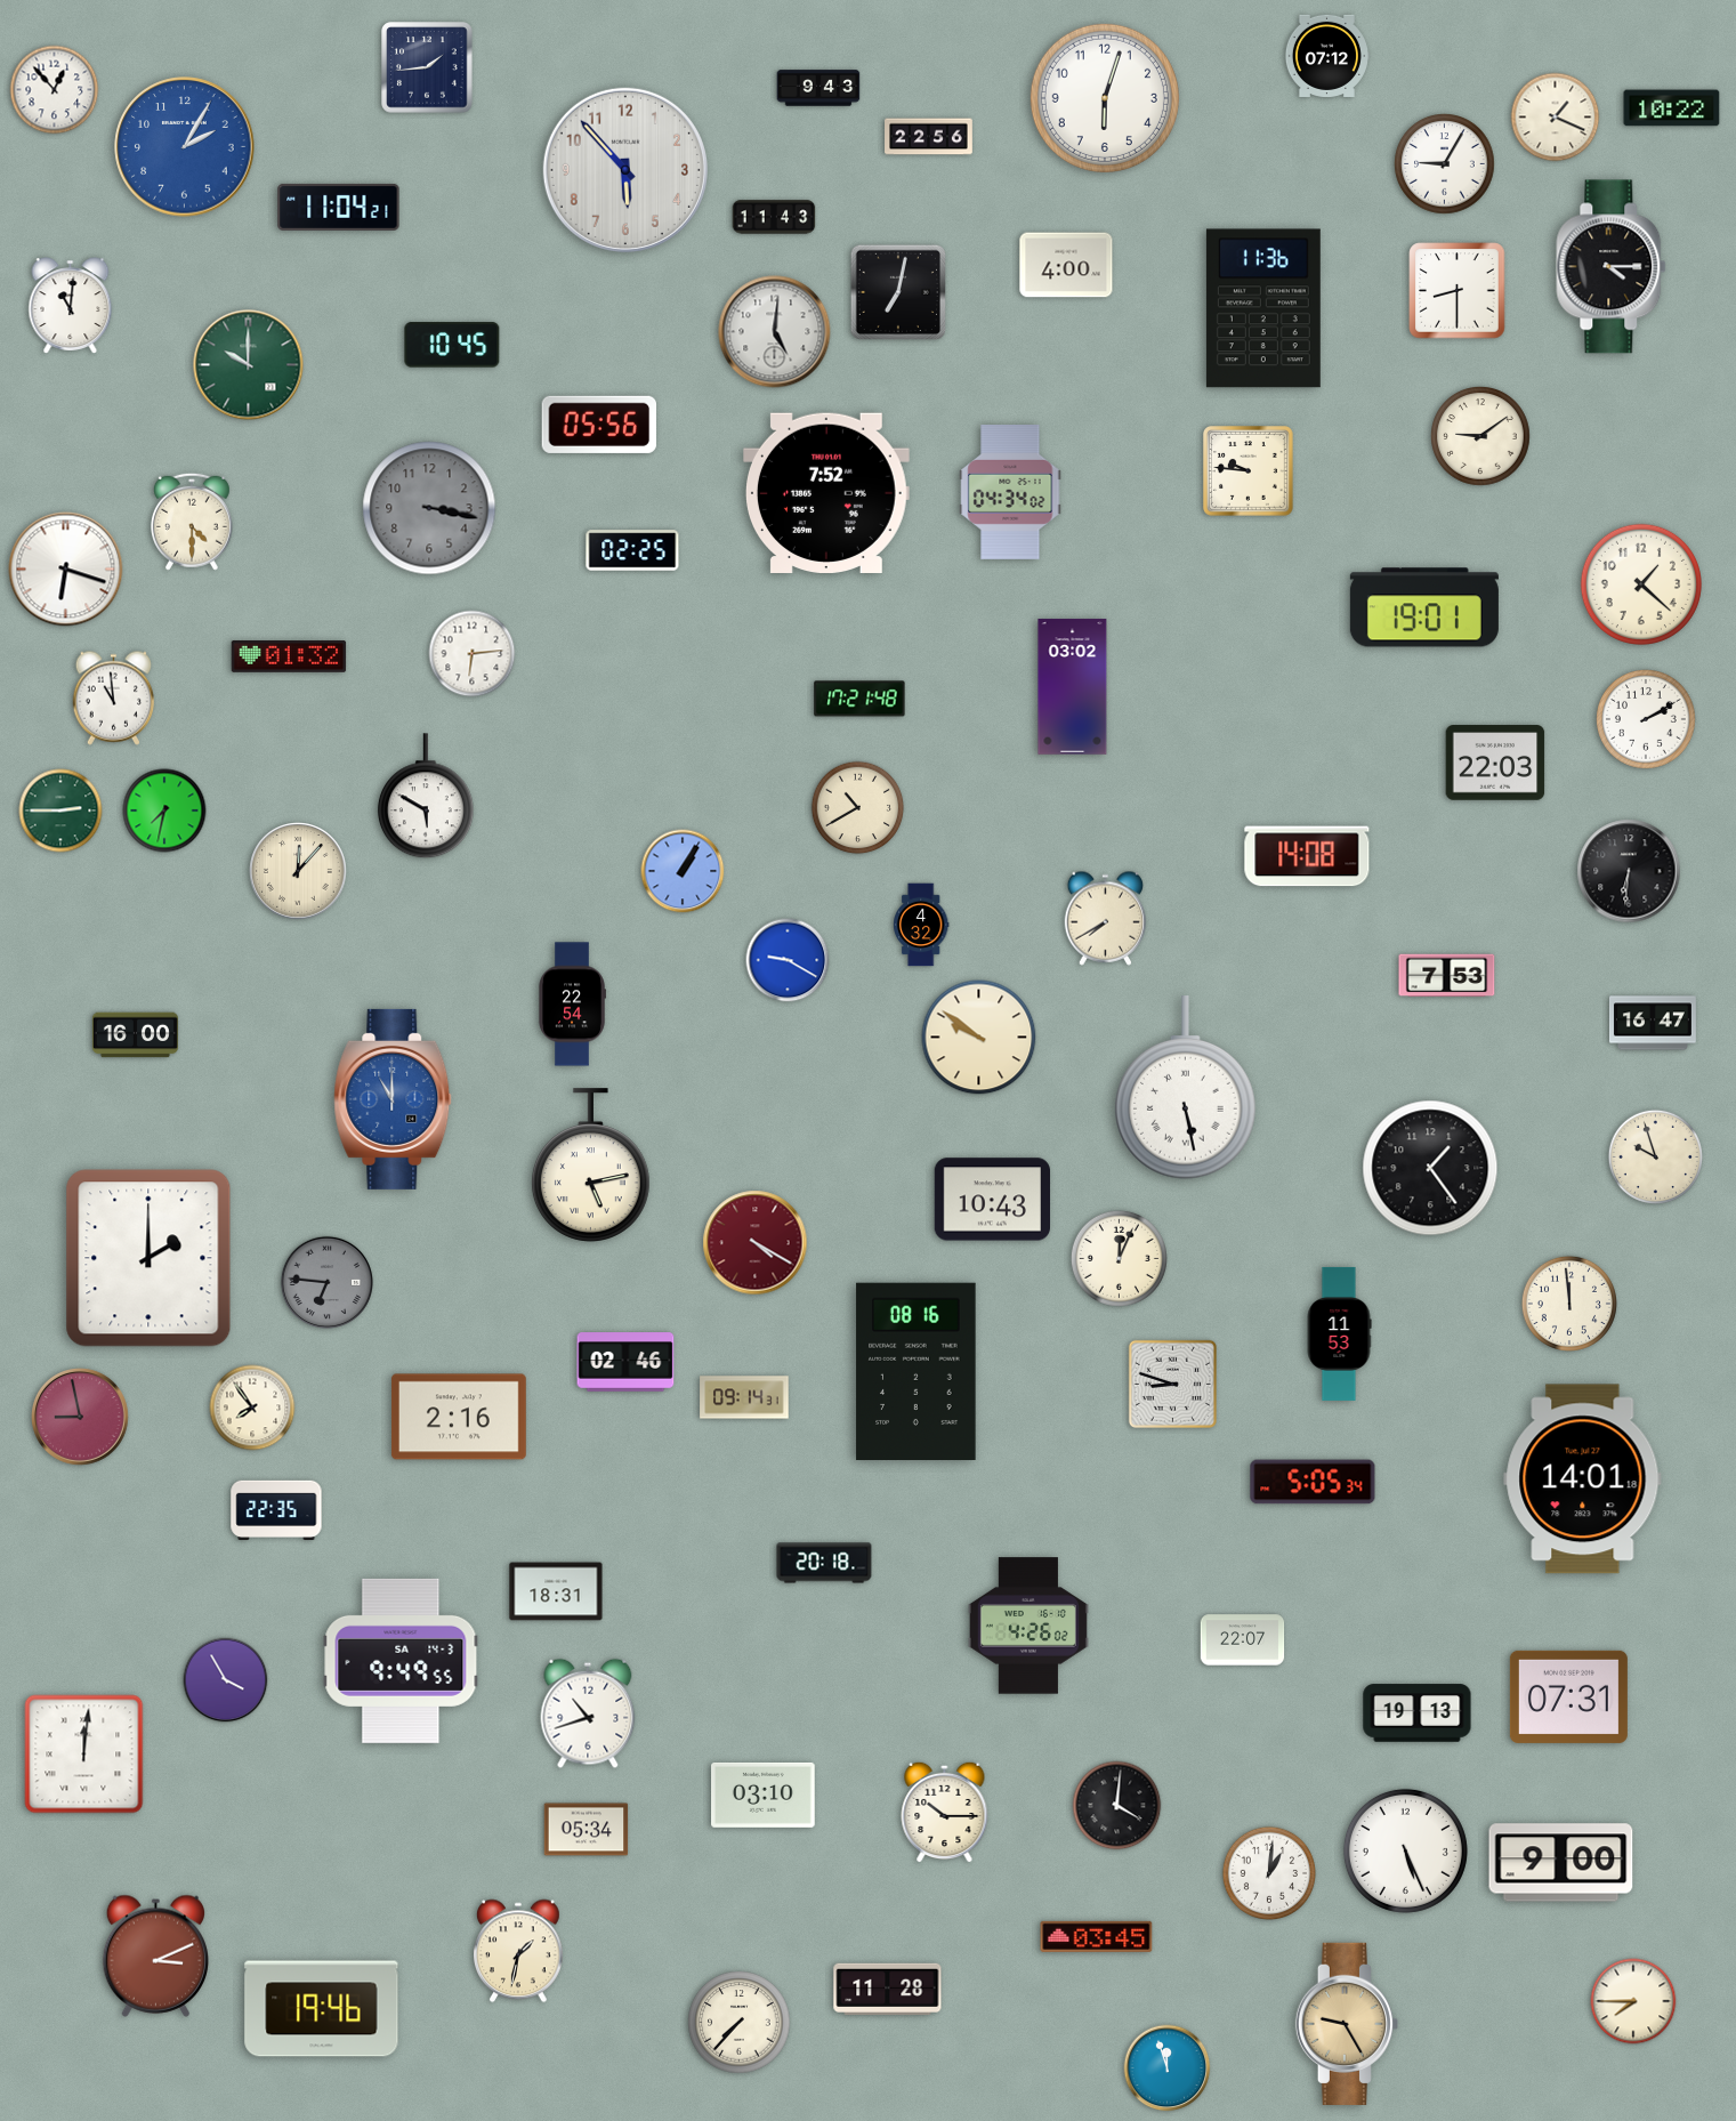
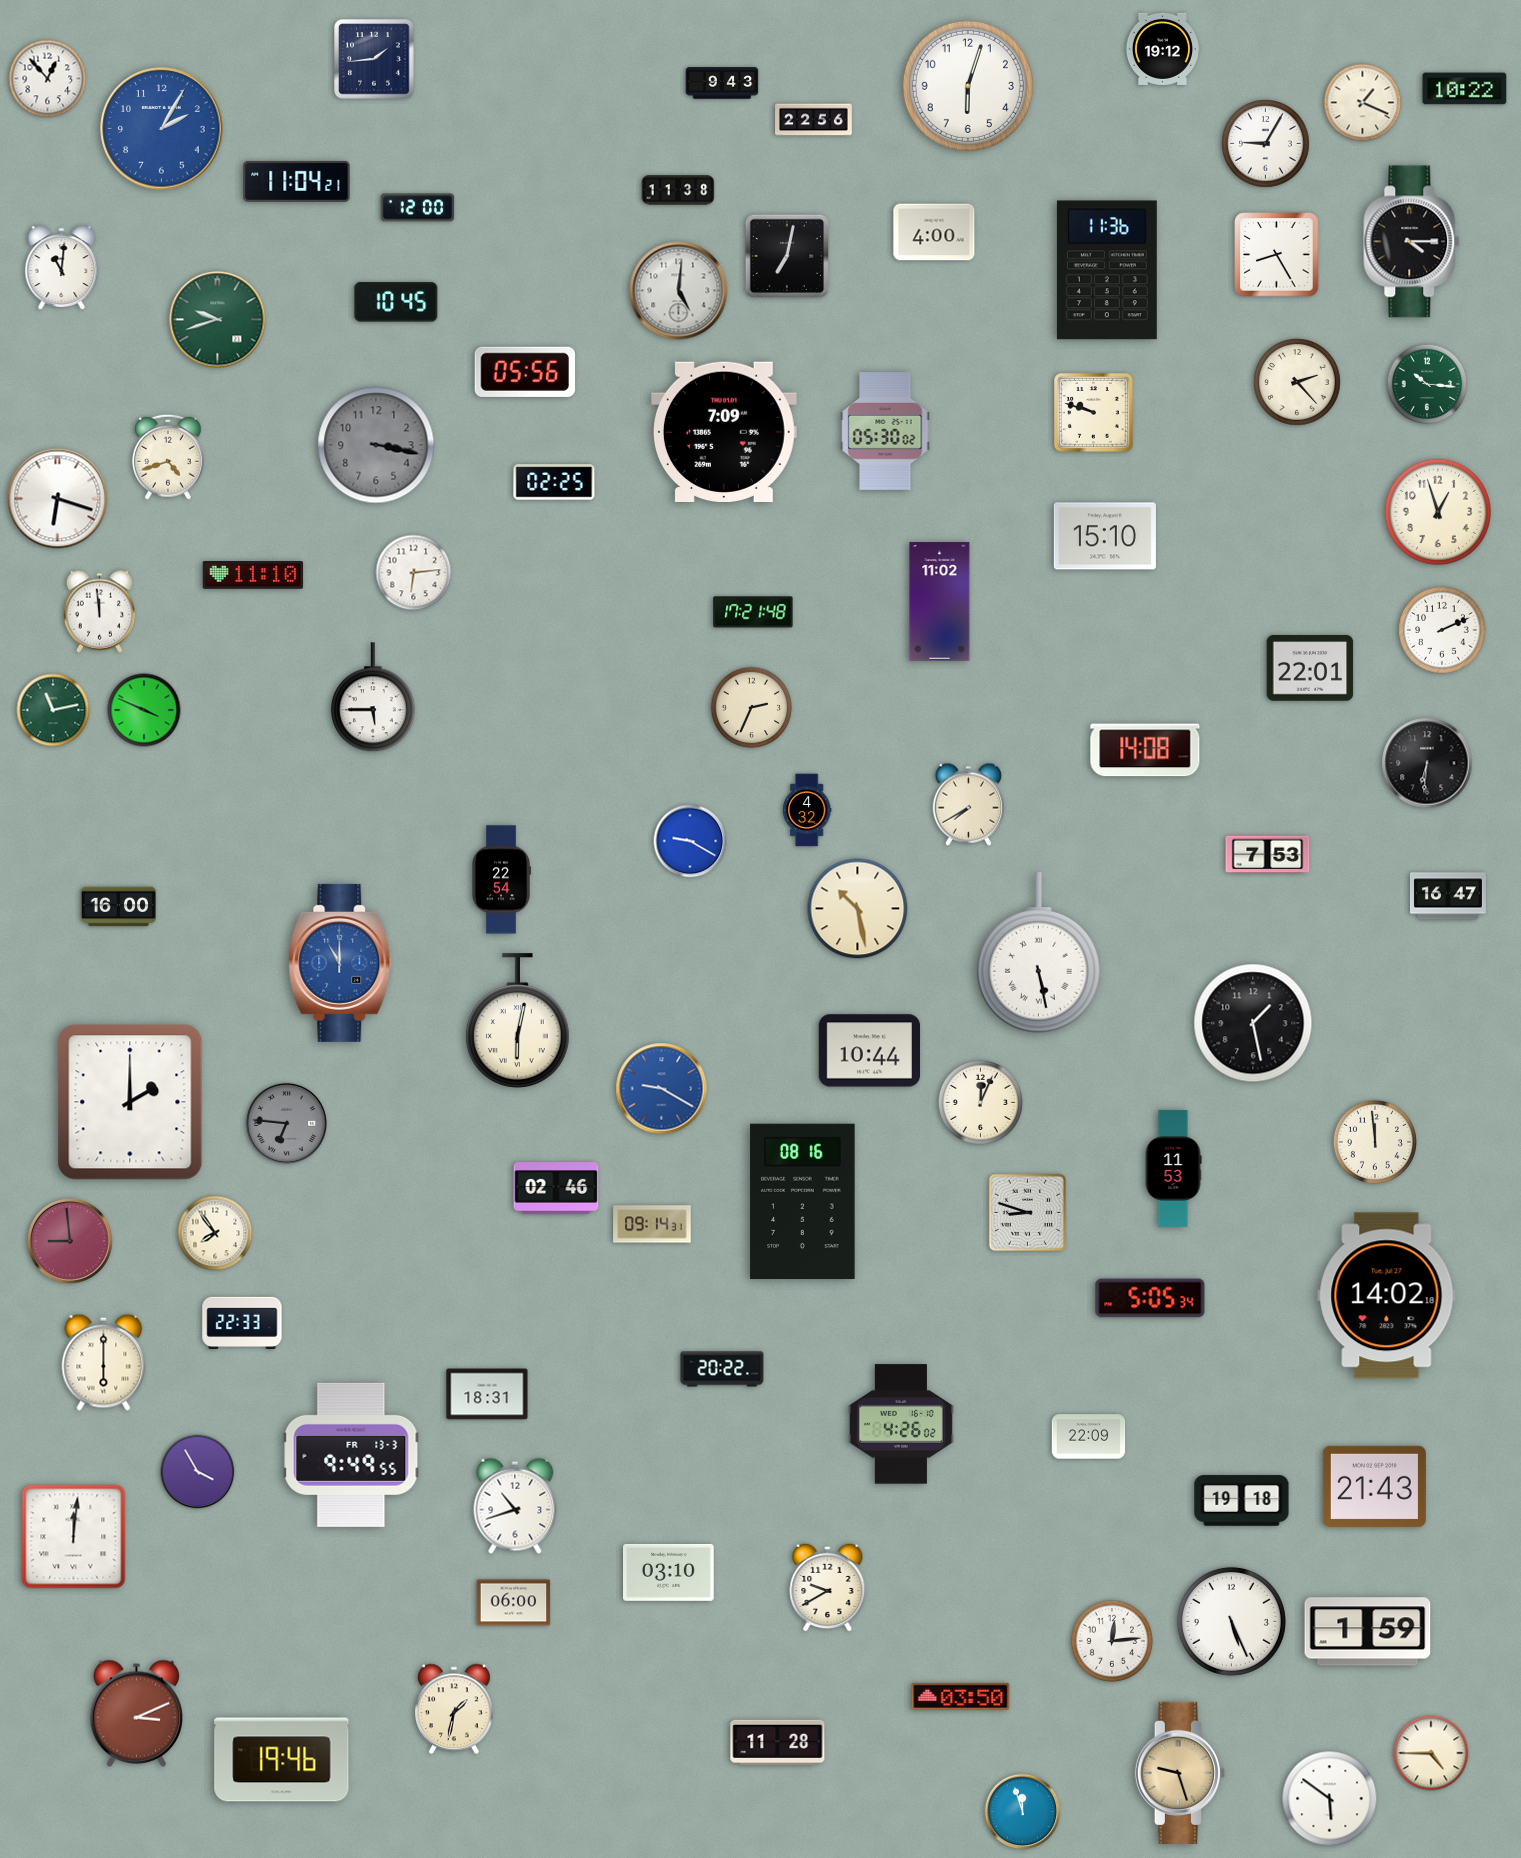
clock at (1326, 56): 07:12 -> 19:12
clock at (818, 88) position: (818, 88) -> (722, 83)
clock at (1672, 108) position: (1672, 108) -> (1465, 89)
clock at (625, 170): 5:53 -> none
clock at (774, 217): 11:43 -> 11:38
clock at (418, 208): none -> 12:00
clock at (1612, 267) position: (1612, 267) -> (1412, 242)
clock at (1458, 291): 8:30 -> 8:25
clock at (249, 365): 10:00 -> 9:42
clock at (1480, 436): 9:09 -> 2:23
clock at (1427, 384): none -> 10:16
clock at (1249, 471): 9:46 -> 9:48
clock at (826, 492): 7:52 -> 7:09
clock at (1010, 493): 04:34 -> 05:30
clock at (192, 522): 4:30 -> 4:42
clock at (1641, 584): 1:22 -> 12:57
clock at (1424, 607): 19:01 -> none
clock at (1105, 536): none -> 15:10
clock at (289, 658): 01:32 -> 11:10
clock at (1073, 687): 03:02 -> 11:02
clock at (114, 697): 10:59 -> 11:59
clock at (1646, 719): 2:10 -> 2:11
clock at (1495, 763): 22:03 -> 22:01
clock at (426, 797): 5:50 -> 5:45
clock at (858, 808): 10:40 -> 2:34
clock at (60, 811): 2:45 -> 11:13
clock at (164, 811): 7:32 -> 3:49
clock at (683, 871): 1:05 -> none
clock at (299, 872): 12:07 -> none
clock at (979, 1038): 9:51 -> 10:28
clock at (393, 1099) position: (393, 1099) -> (340, 963)
clock at (1655, 1156): 9:57 -> none
clock at (590, 1166): 5:13 -> 6:02
clock at (1430, 1168): 1:24 -> 1:28
clock at (992, 1200): 10:43 -> 10:44
clock at (756, 1243): 4:20 -> 9:20
clock at (756, 1243) dial: burgundy -> blue
clock at (625, 1362) position: (625, 1362) -> (556, 1188)
clock at (252, 1408) position: (252, 1408) -> (215, 1233)
clock at (459, 1417): 2:16 -> none
clock at (81, 1418): 8:58 -> 8:59
clock at (1583, 1479): 14:01 -> 14:02
clock at (276, 1510): 22:35 -> 22:33
clock at (104, 1362): none -> 6:00
clock at (824, 1563): 20:18 -> 20:22
clock at (1243, 1640): 22:07 -> 22:09
clock at (401, 1661) date: SA 14-3 -> FR 13-3
clock at (1568, 1696): 07:31 -> 21:43
clock at (588, 1713) position: (588, 1713) -> (515, 1506)
clock at (1418, 1713): 19:13 -> 19:18
clock at (1117, 1806): 4:01 -> none
clock at (945, 1812): 10:15 -> 9:40
clock at (587, 1830): 05:34 -> 06:00
clock at (1561, 1863): 9:00 -> 1:59
clock at (1269, 1873): 1:01 -> 12:14
clock at (1097, 1936): 03:45 -> 03:50
clock at (1633, 2001): 7:45 -> 4:45
clock at (740, 2023): 7:37 -> none
clock at (1346, 2024): 9:25 -> 9:27
clock at (1330, 1799): none -> 5:51
